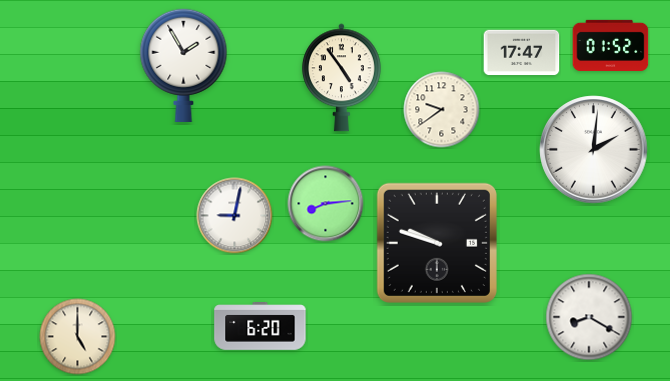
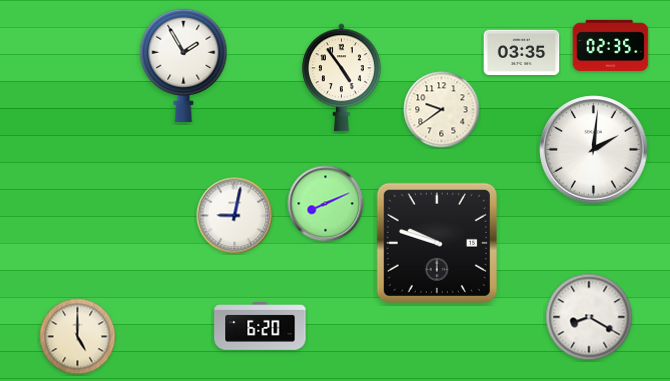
clock at (611, 45): 01:52 -> 02:35
clock at (522, 53): 17:47 -> 03:35
clock at (326, 204): 8:14 -> 8:11
